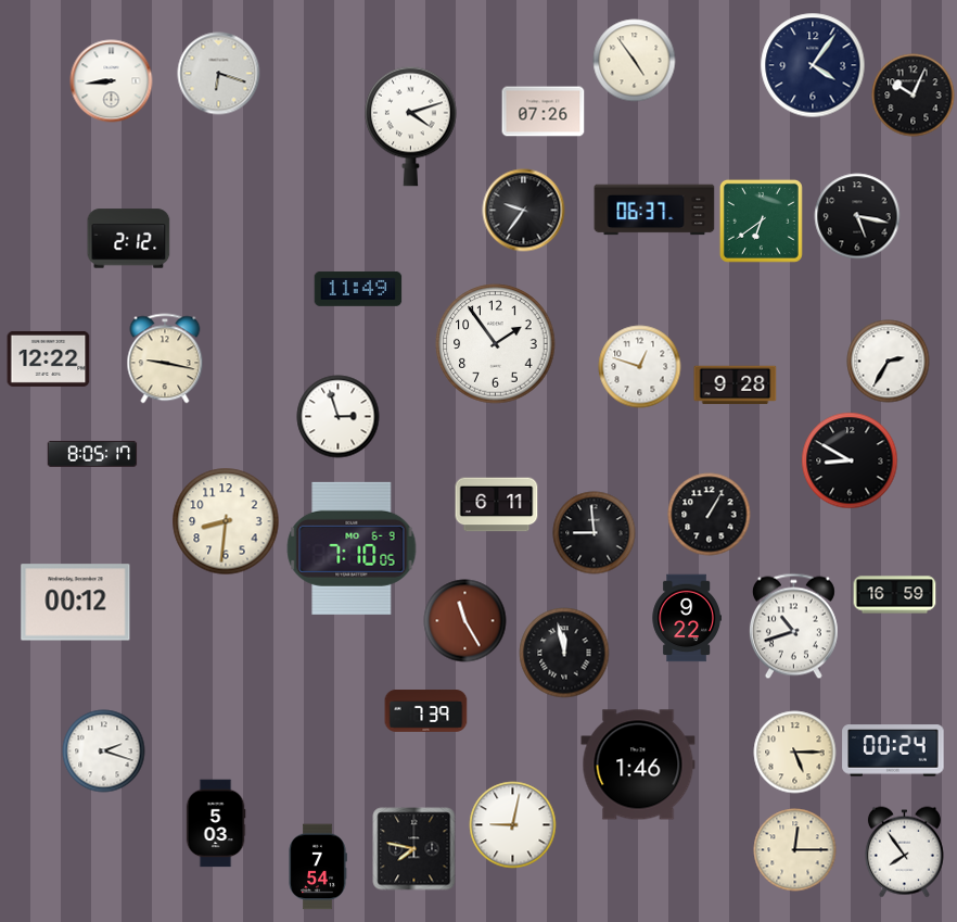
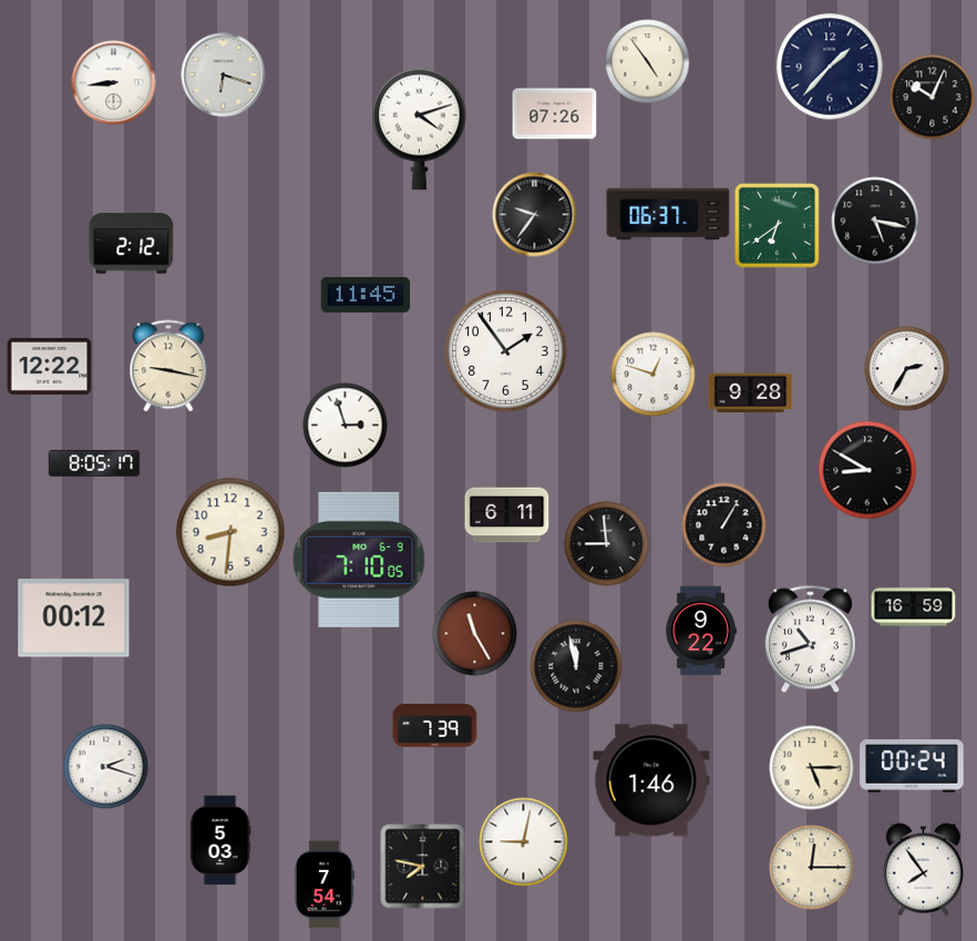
clock at (813, 65): 4:06 -> 1:37
clock at (358, 289): 11:49 -> 11:45
clock at (76, 603) position: (76, 603) -> (74, 618)
